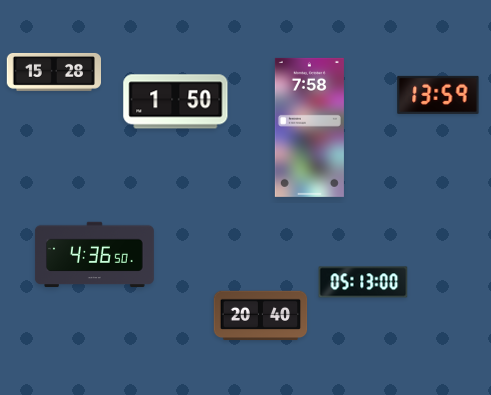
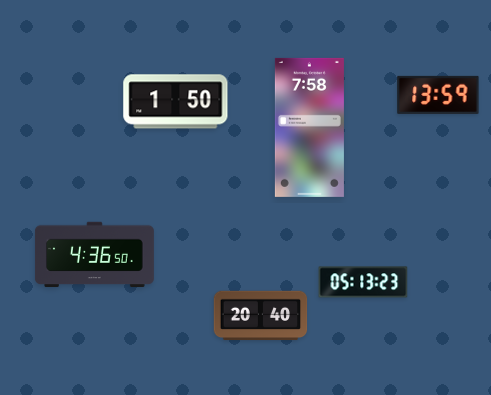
clock at (53, 72): 15:28 -> none
clock at (363, 282): 05:13:00 -> 05:13:23
